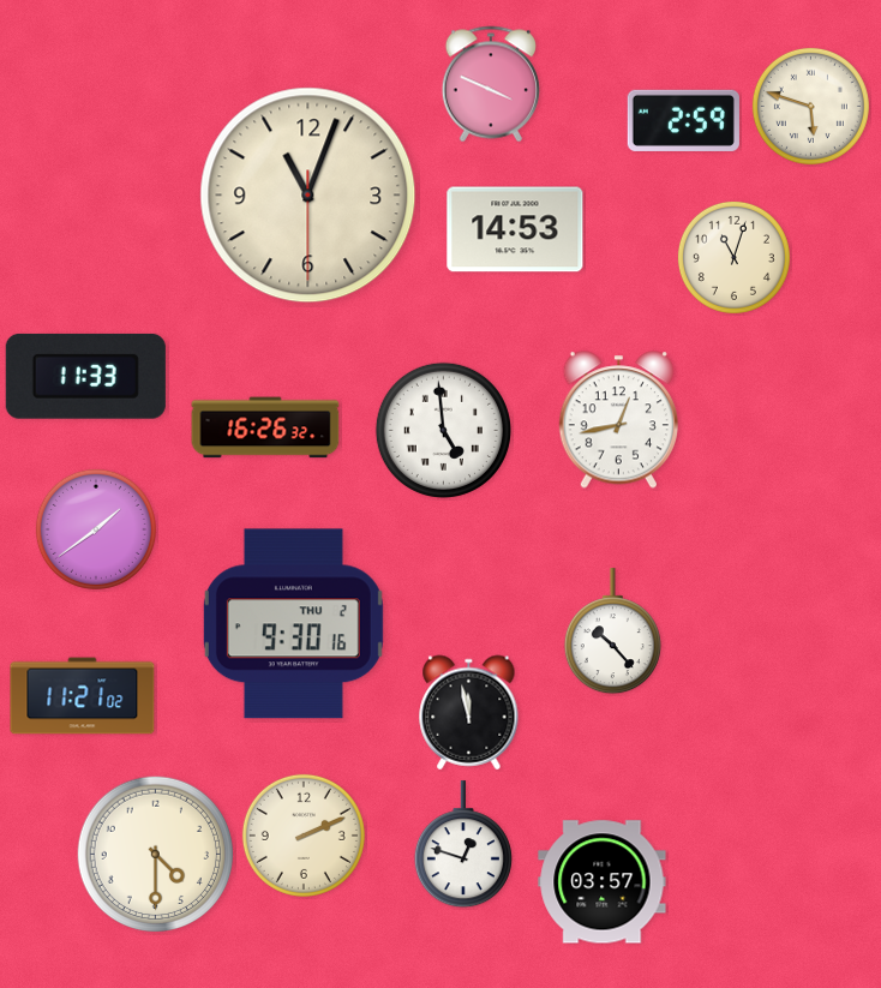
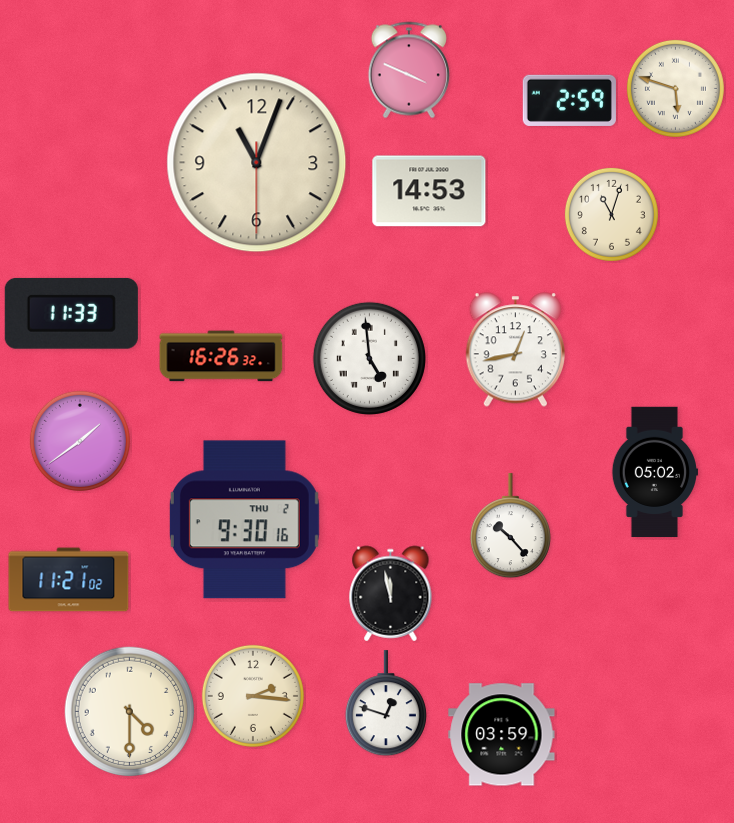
clock at (655, 472): none -> 05:02
clock at (304, 836): 2:11 -> 2:16
clock at (603, 882): 03:57 -> 03:59
